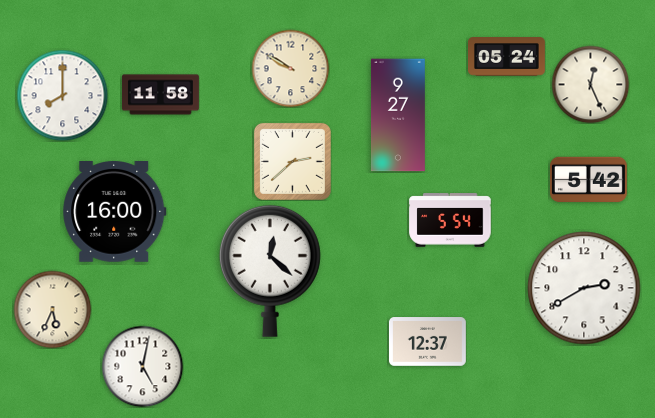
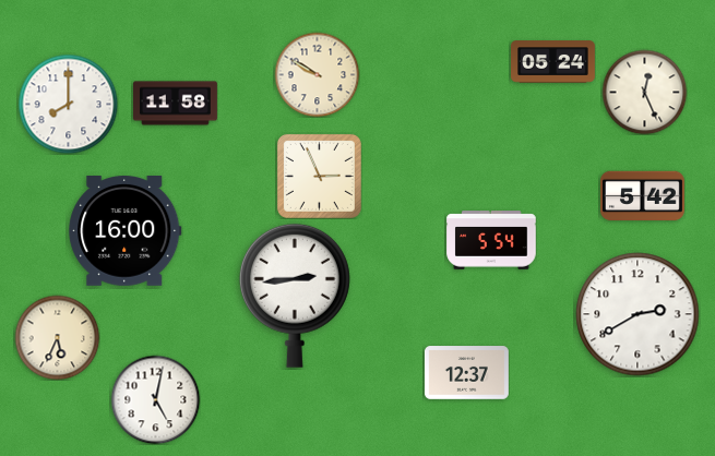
clock at (398, 115): 9:27 -> none
clock at (292, 161): 2:38 -> 2:56
clock at (270, 271): 12:22 -> 2:44
